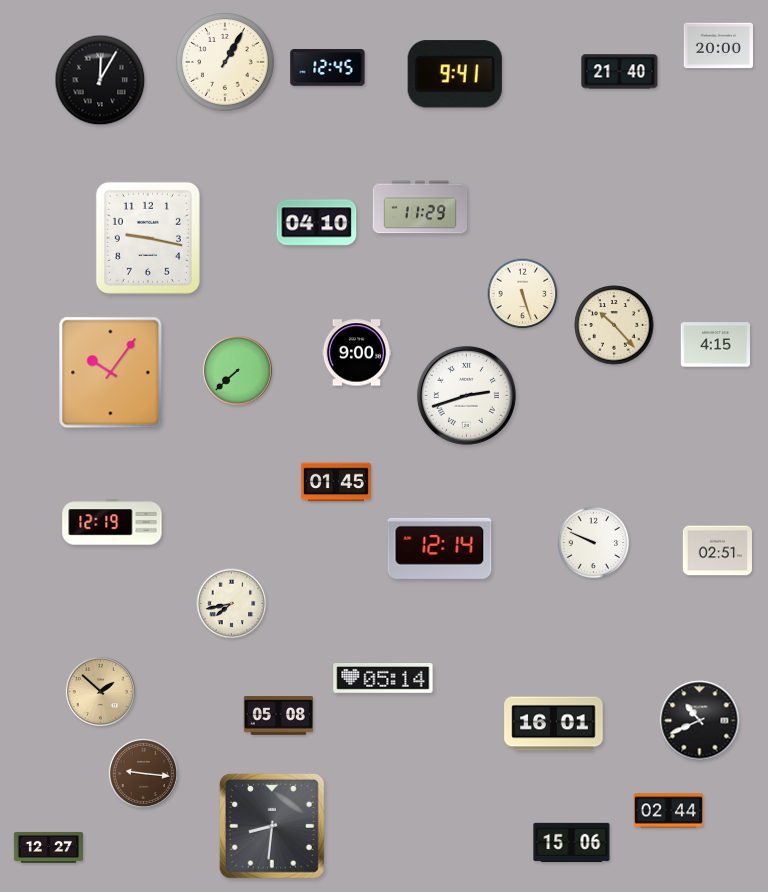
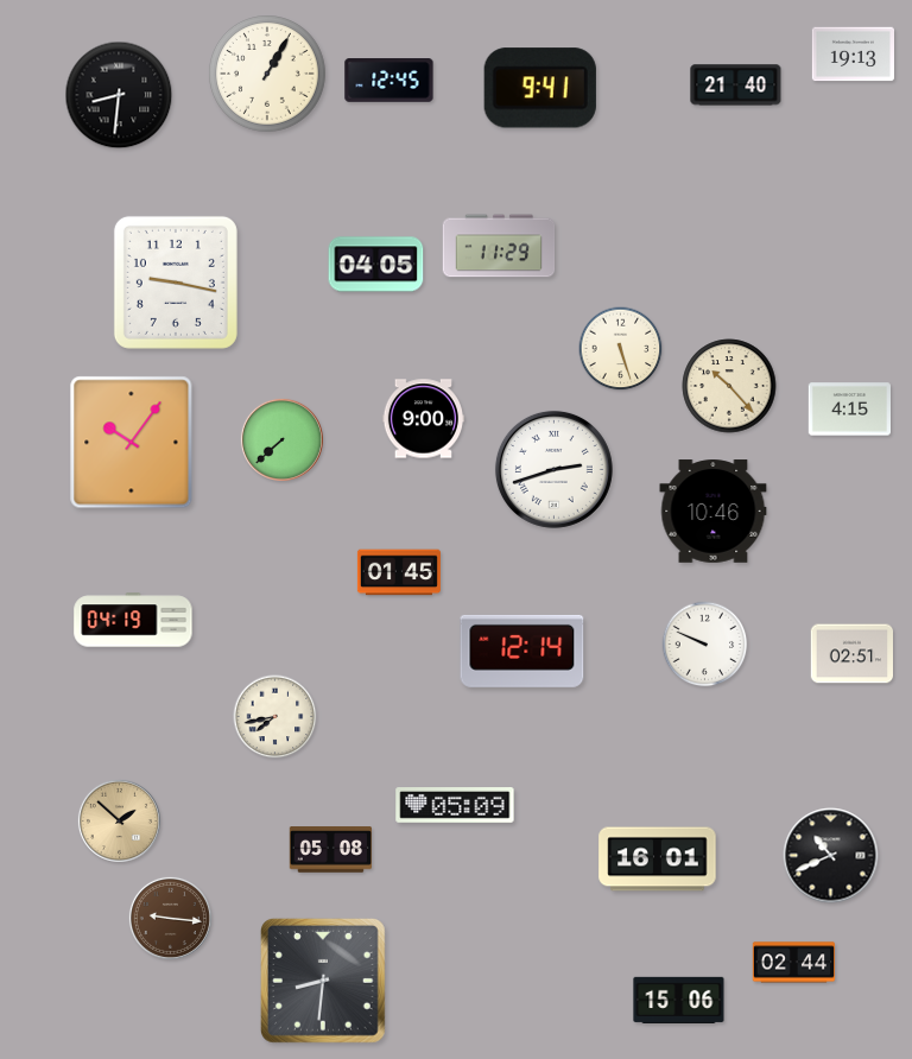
clock at (719, 46): 20:00 -> 19:13
clock at (100, 80): 12:05 -> 8:31
clock at (317, 223): 04:10 -> 04:05
clock at (714, 512): none -> 10:46
clock at (112, 522): 12:19 -> 04:19
clock at (383, 679): 05:14 -> 05:09
clock at (49, 847): 12:27 -> none
